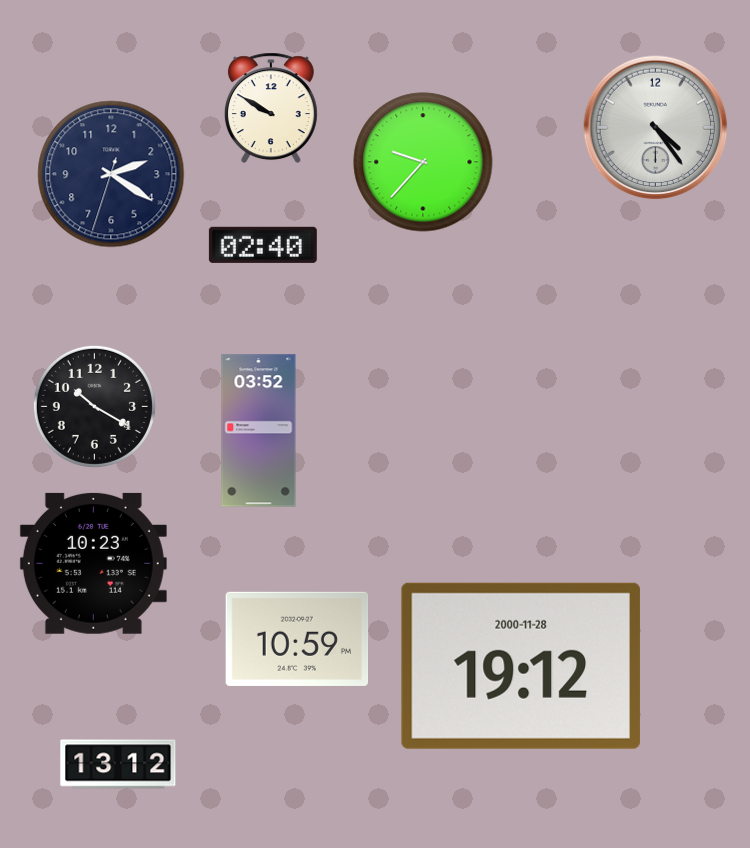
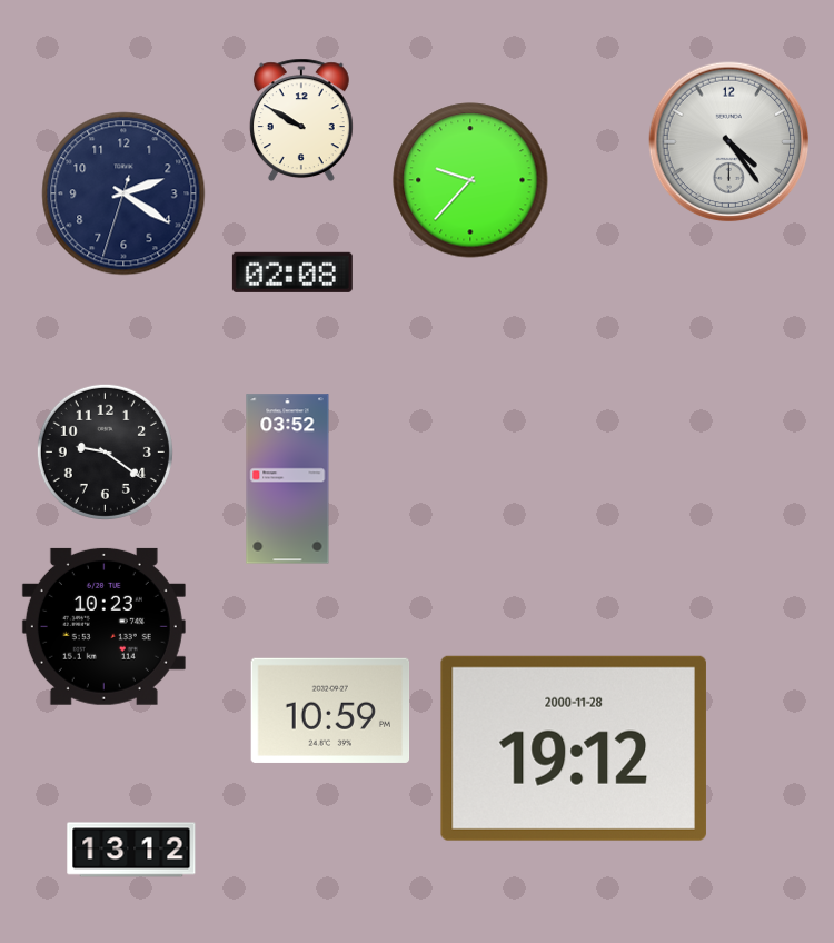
clock at (263, 245): 02:40 -> 02:08
clock at (94, 406): 10:20 -> 9:21
clock at (521, 666) position: (521, 666) -> (574, 748)
